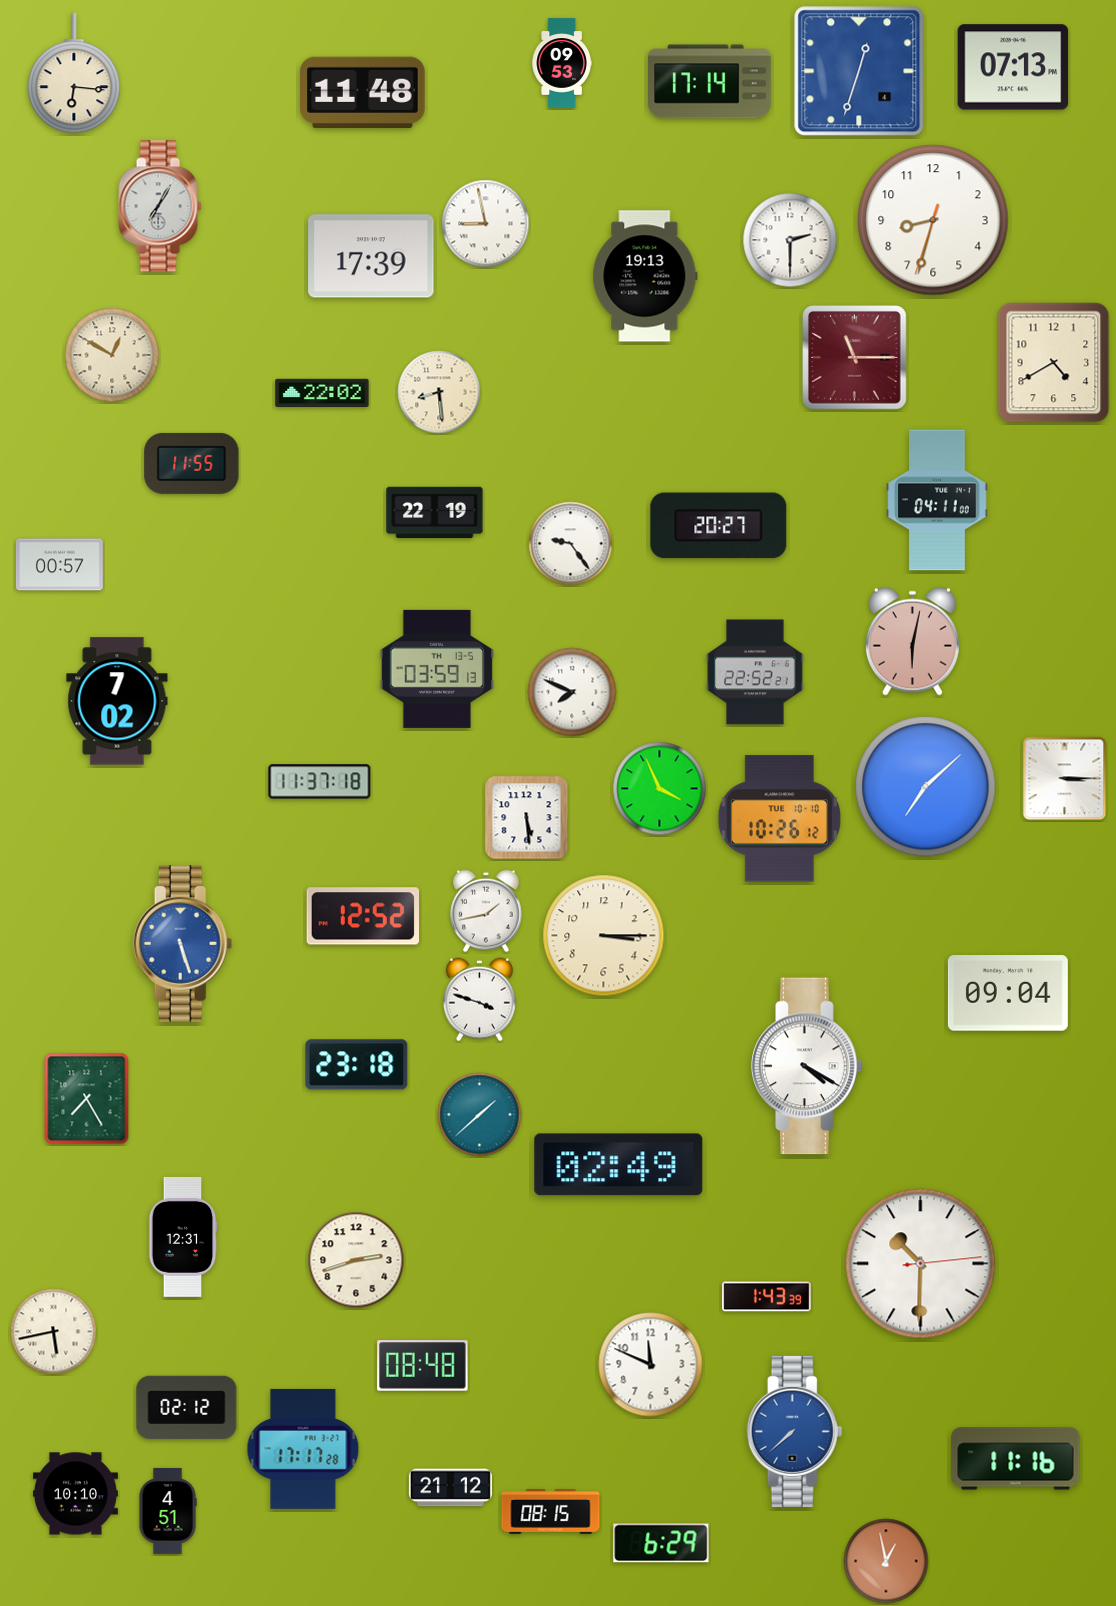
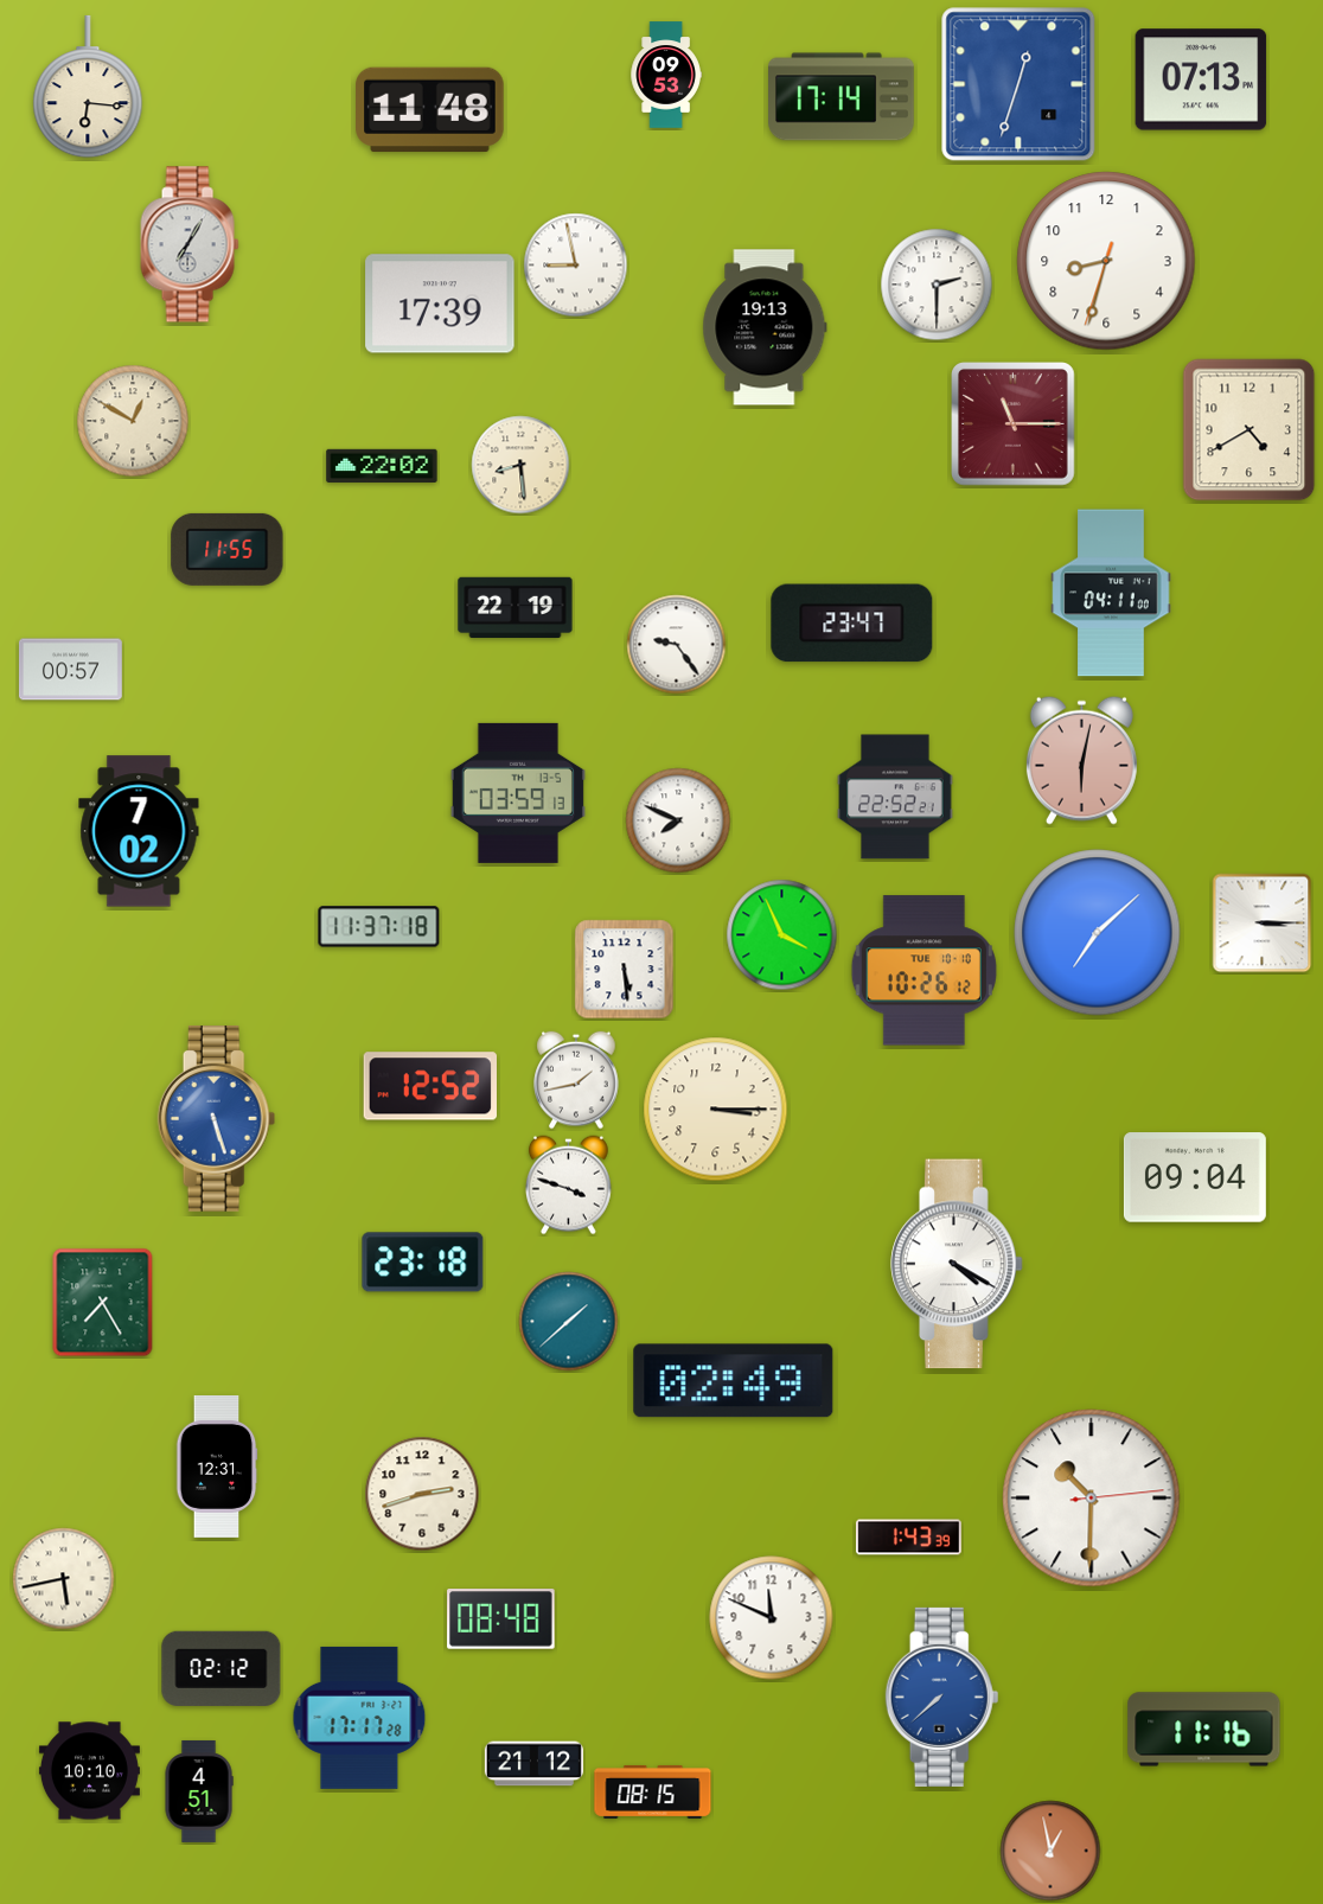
clock at (719, 526): 20:27 -> 23:47
clock at (661, 1543): 6:29 -> none
